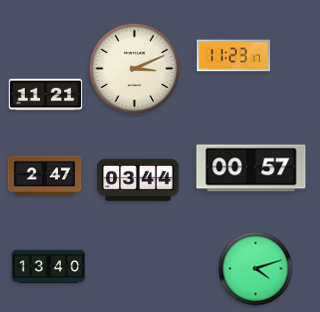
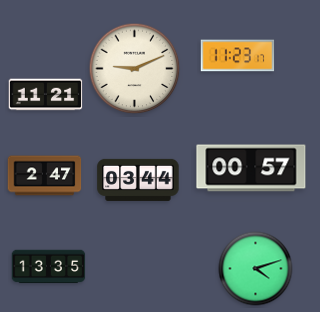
clock at (234, 56) position: (234, 56) -> (238, 56)
clock at (135, 69): 3:11 -> 9:11
clock at (49, 267): 13:40 -> 13:35
